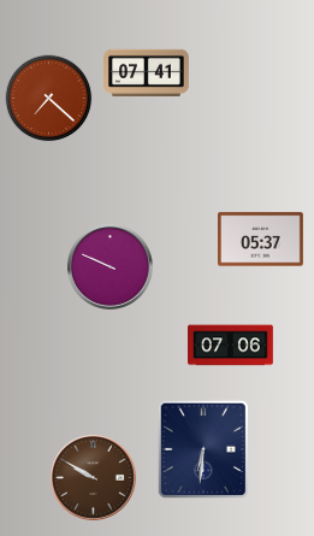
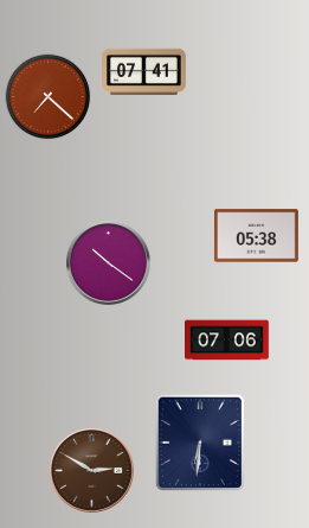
clock at (260, 240): 05:37 -> 05:38
clock at (111, 267): 9:49 -> 10:21
clock at (94, 478): 9:50 -> 2:50
